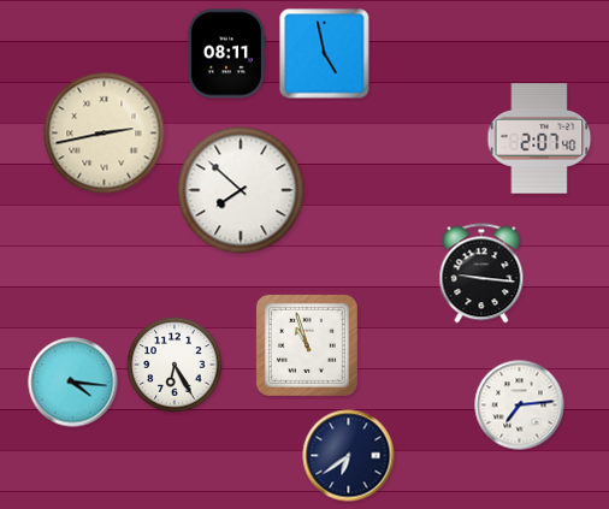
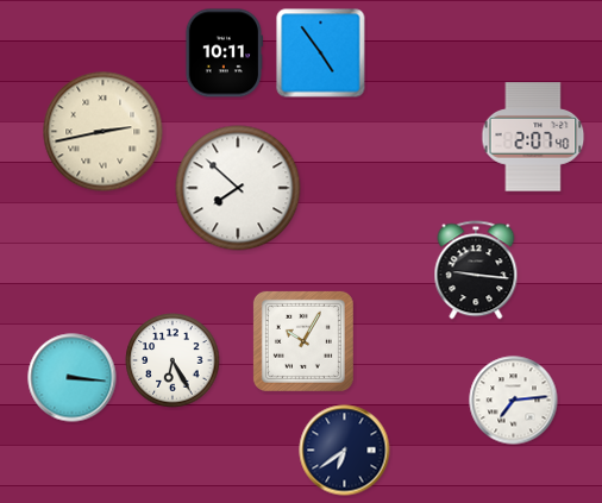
clock at (226, 54): 08:11 -> 10:11
clock at (325, 54): 4:58 -> 4:54
clock at (307, 345): 10:57 -> 10:05
clock at (73, 383): 4:16 -> 3:16
